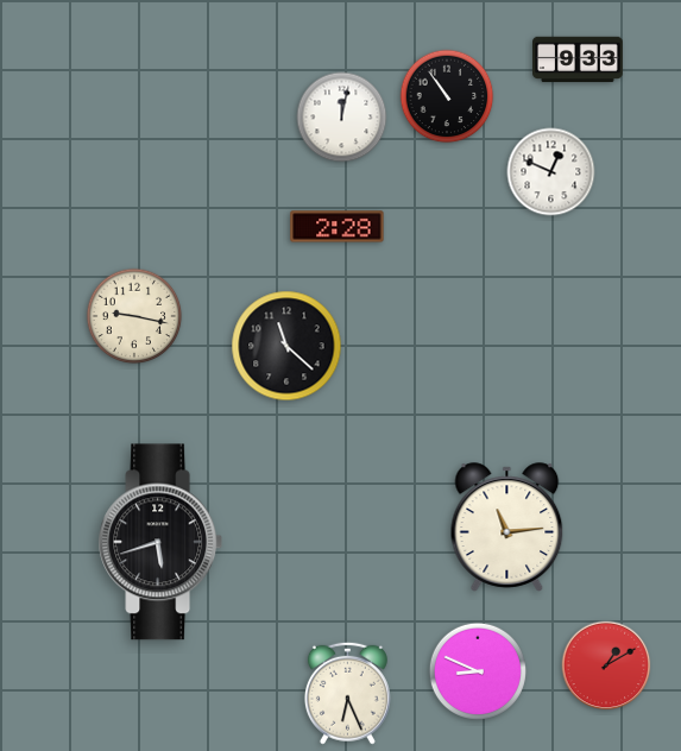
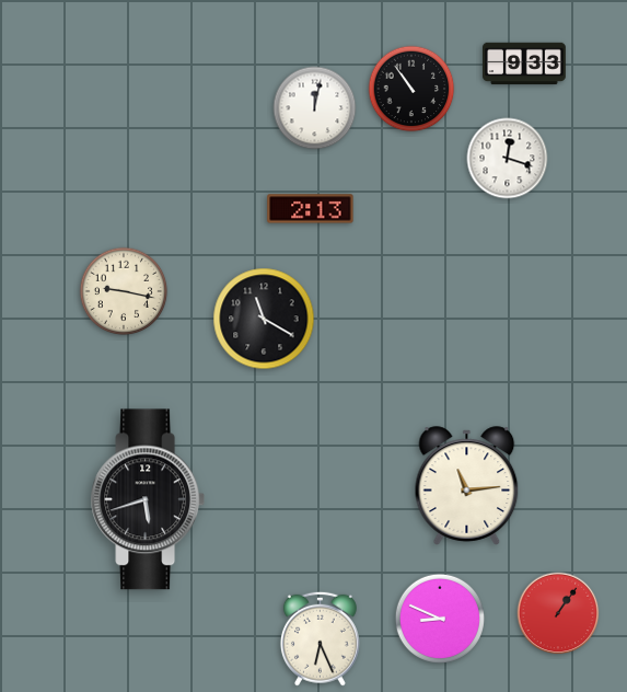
clock at (579, 59) position: (579, 59) -> (525, 64)
clock at (551, 172): 12:49 -> 12:18
clock at (338, 227): 2:28 -> 2:13
clock at (286, 346): 11:22 -> 11:20
clock at (606, 665): 1:10 -> 1:06
